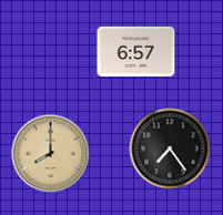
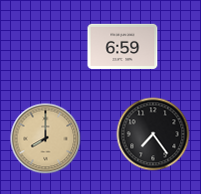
clock at (136, 51): 6:57 -> 6:59
